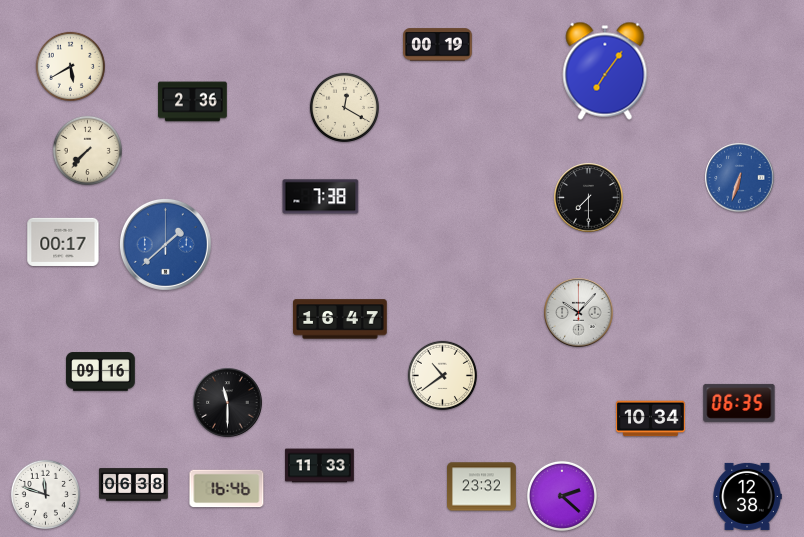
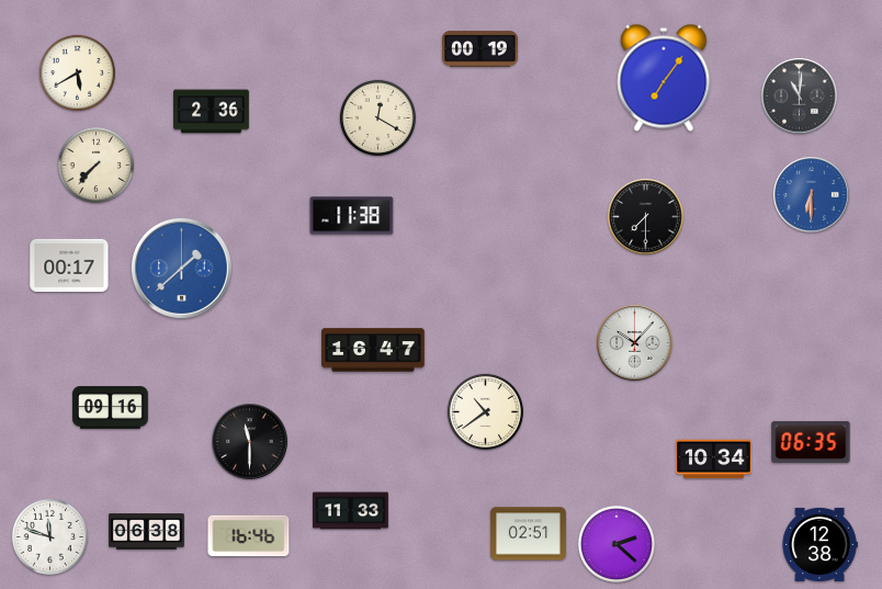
clock at (800, 97): none -> 11:01
clock at (740, 178): 6:33 -> 6:30
clock at (321, 197): 7:38 -> 11:38
clock at (482, 487): 23:32 -> 02:51
clock at (45, 494) position: (45, 494) -> (49, 536)
